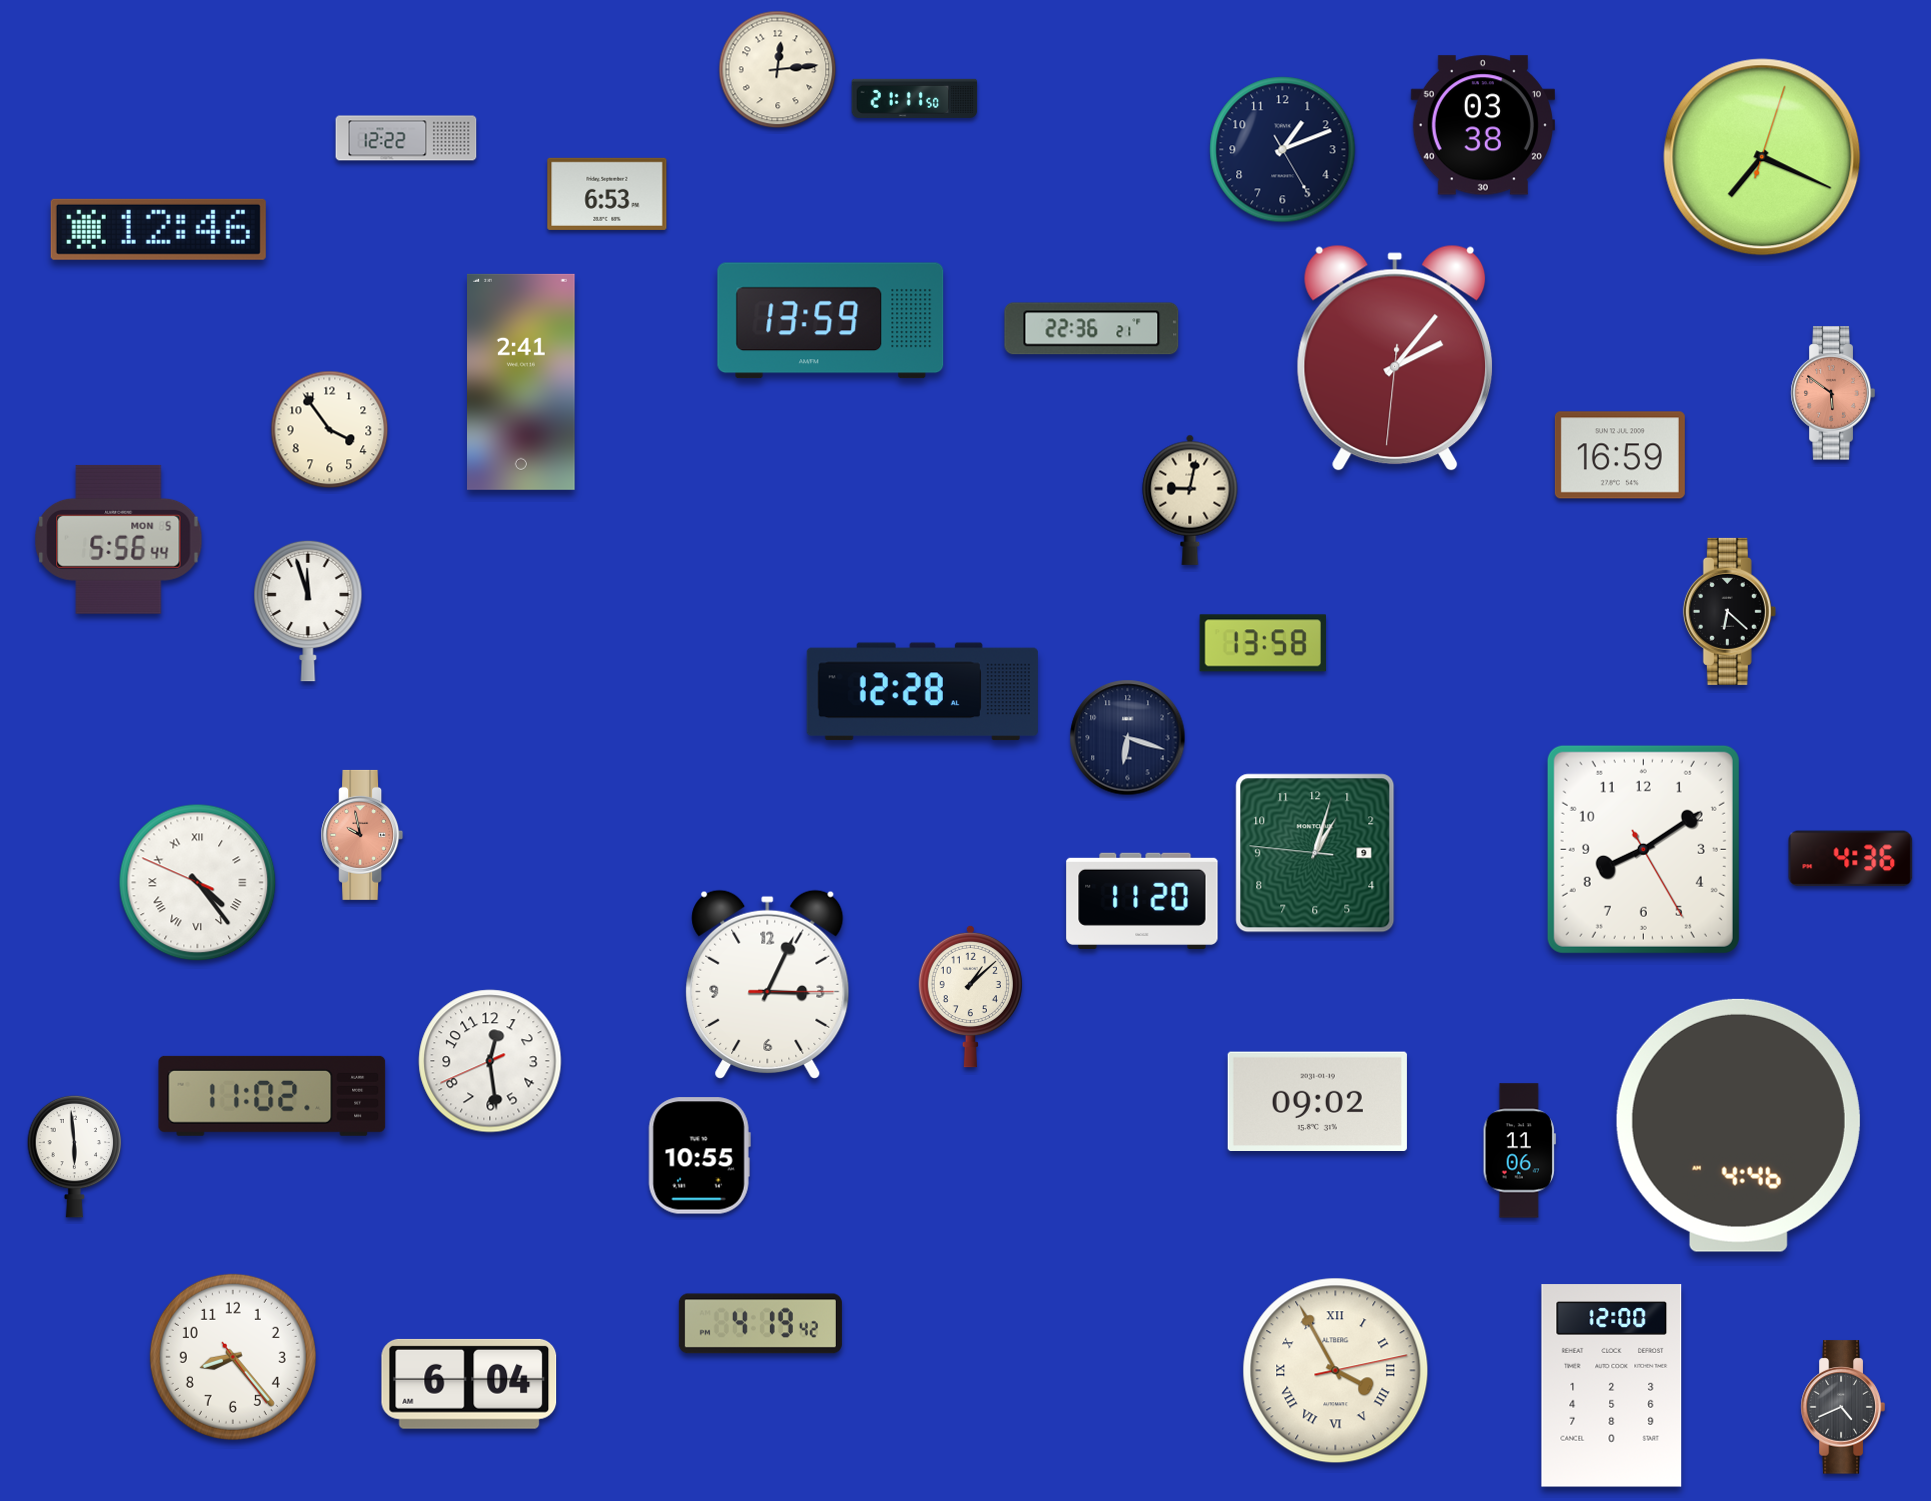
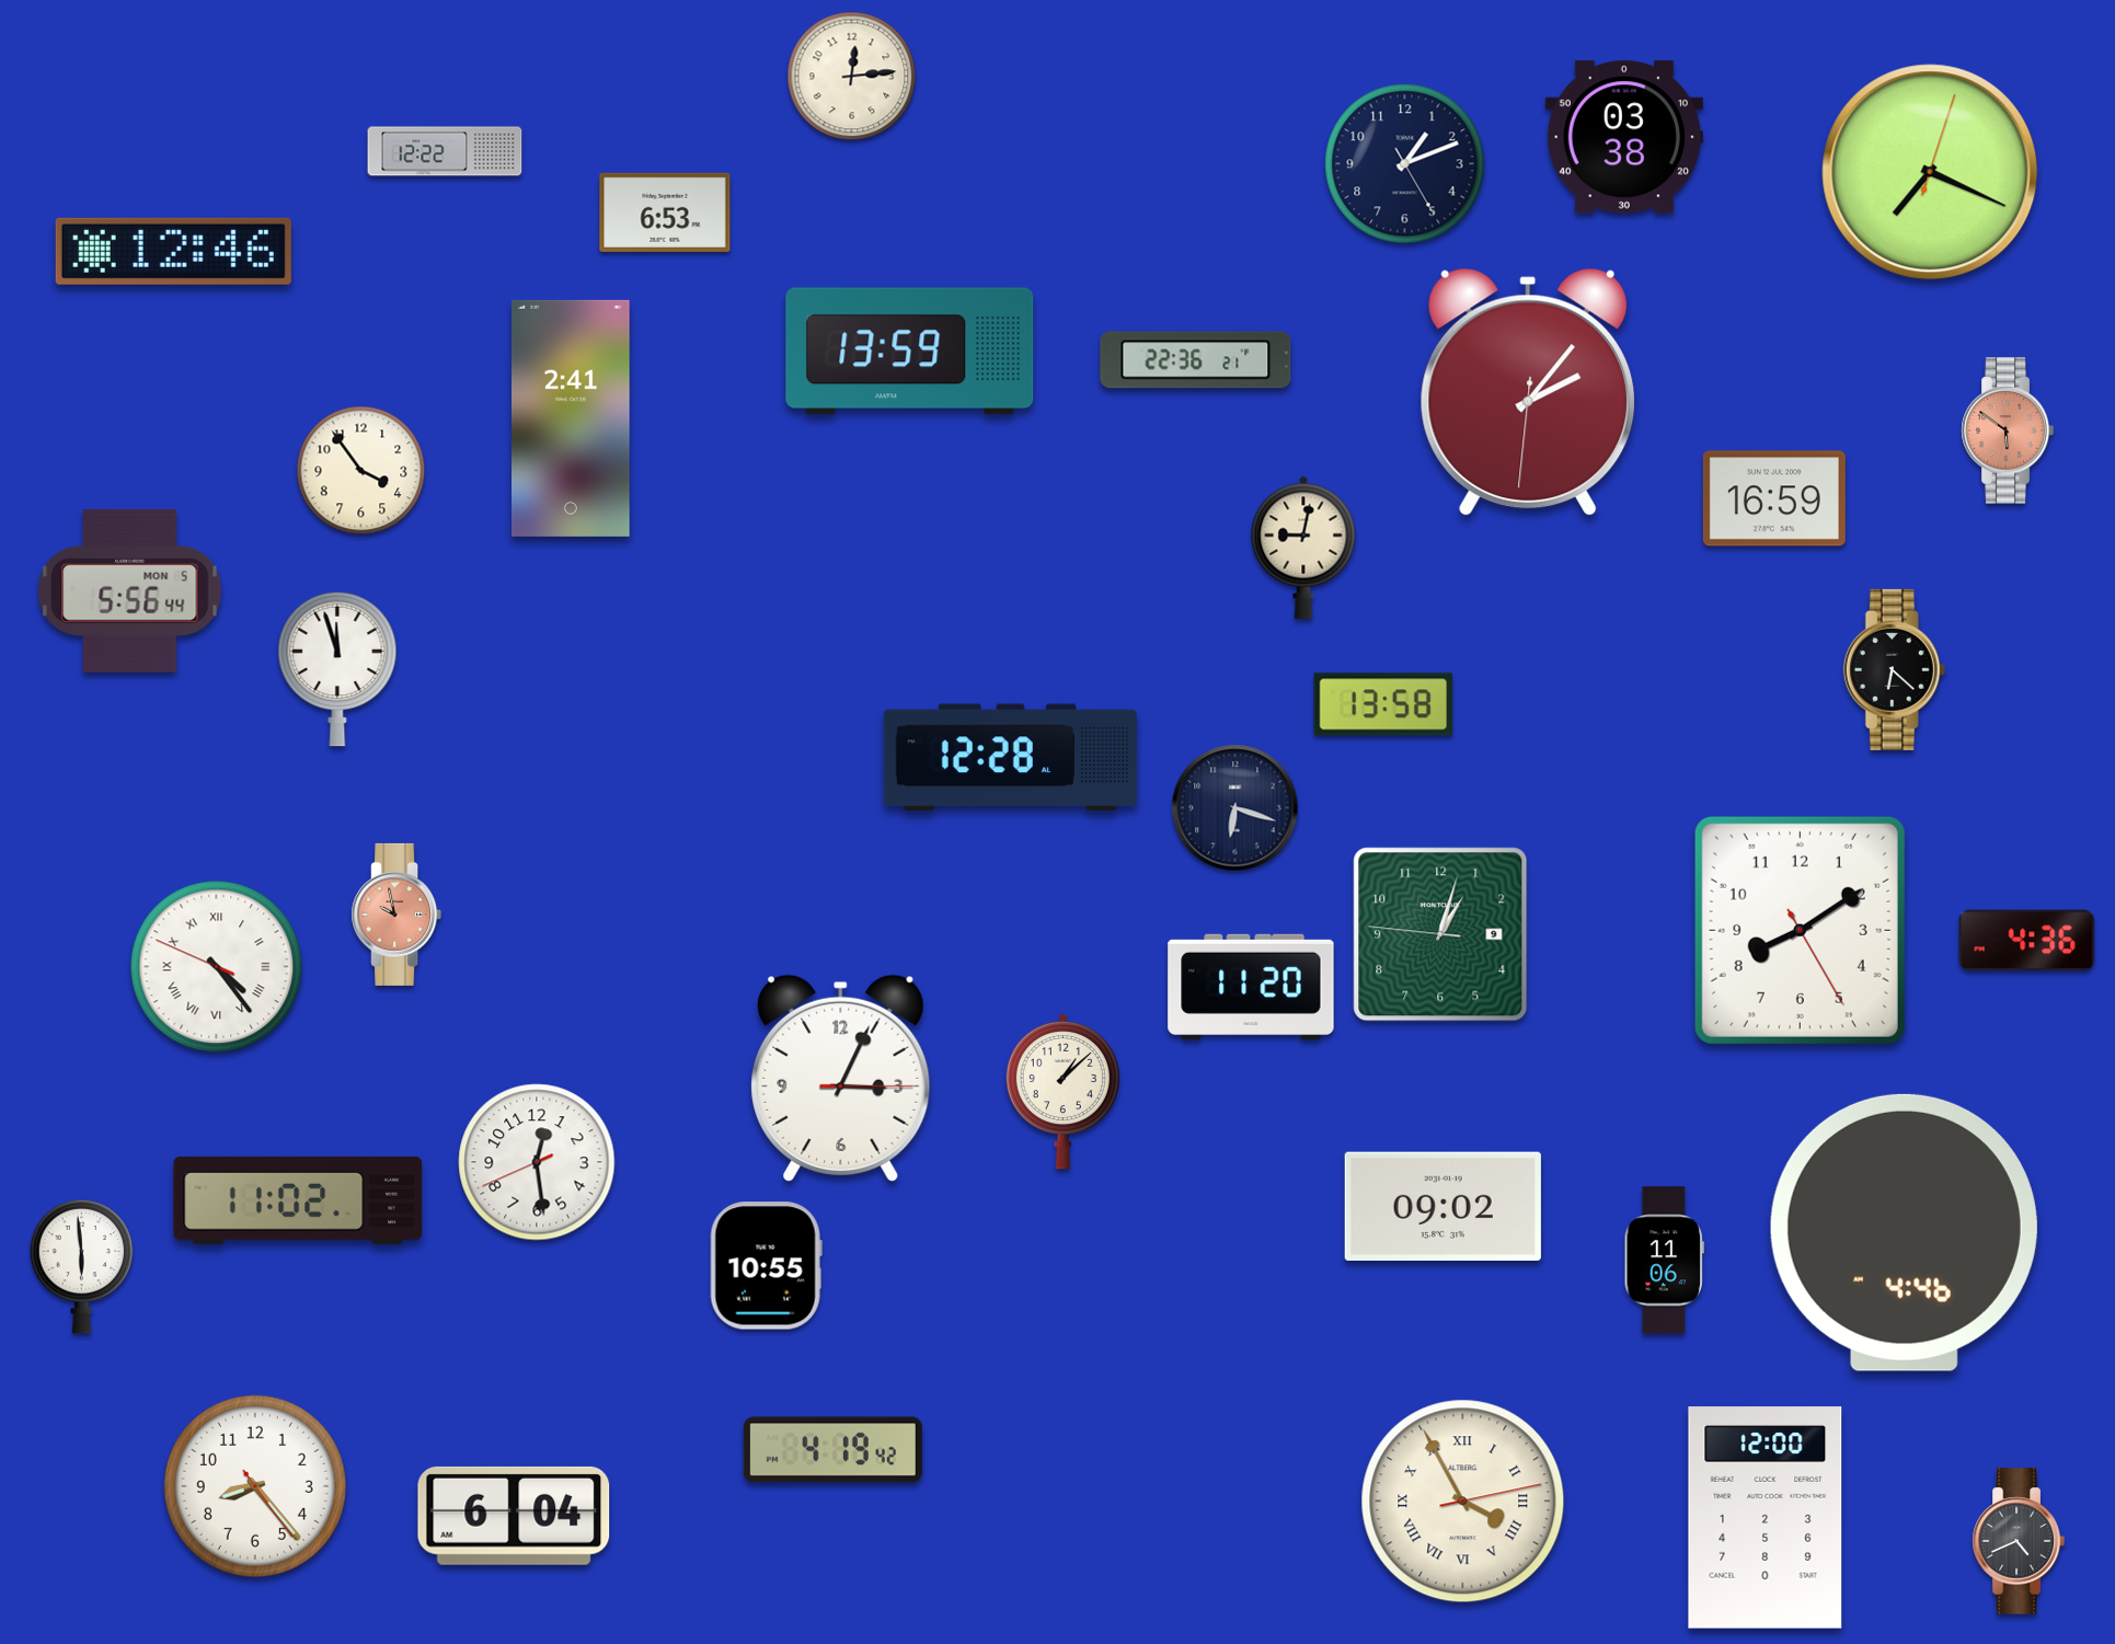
clock at (915, 98): 21:11 -> none
